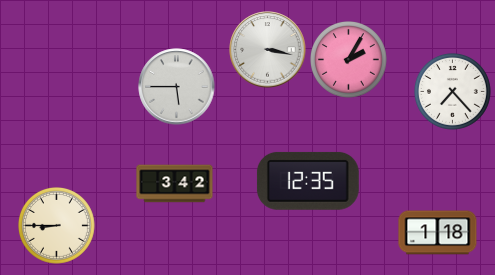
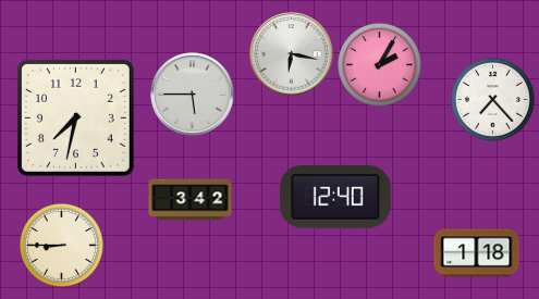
clock at (268, 50): 3:17 -> 6:17
clock at (75, 117): none -> 7:32
clock at (308, 181): 12:35 -> 12:40
